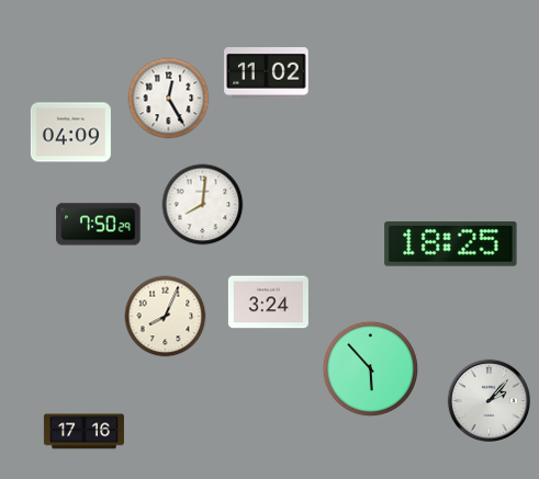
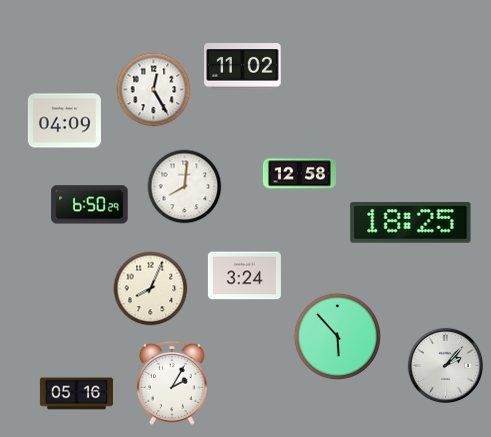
clock at (299, 174): none -> 12:58
clock at (99, 225): 7:50 -> 6:50
clock at (172, 383): none -> 2:05
clock at (83, 432): 17:16 -> 05:16
